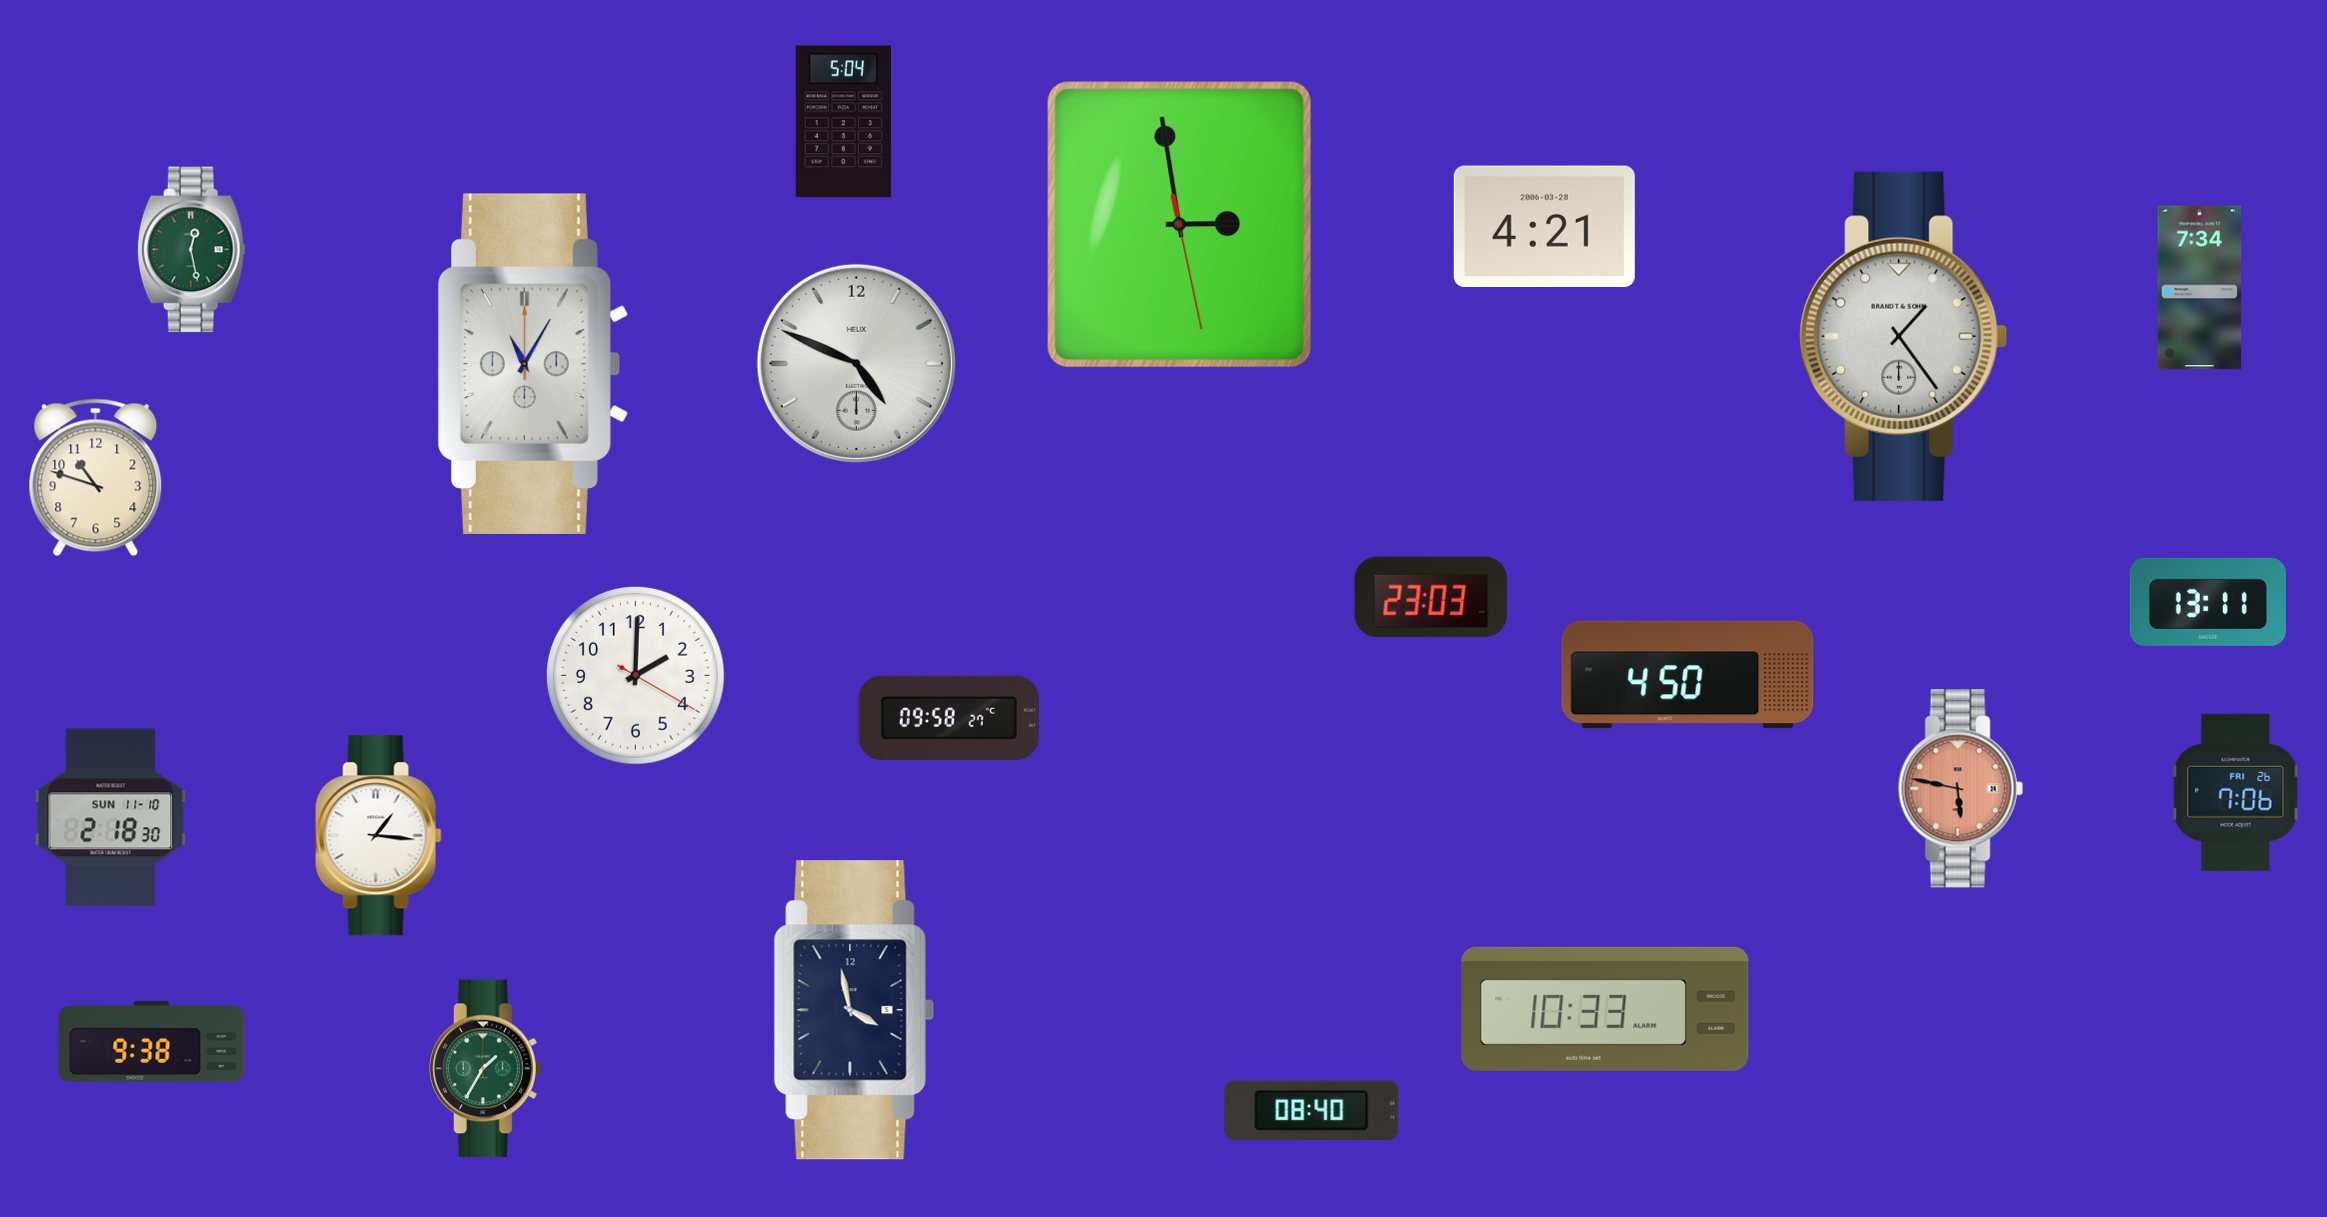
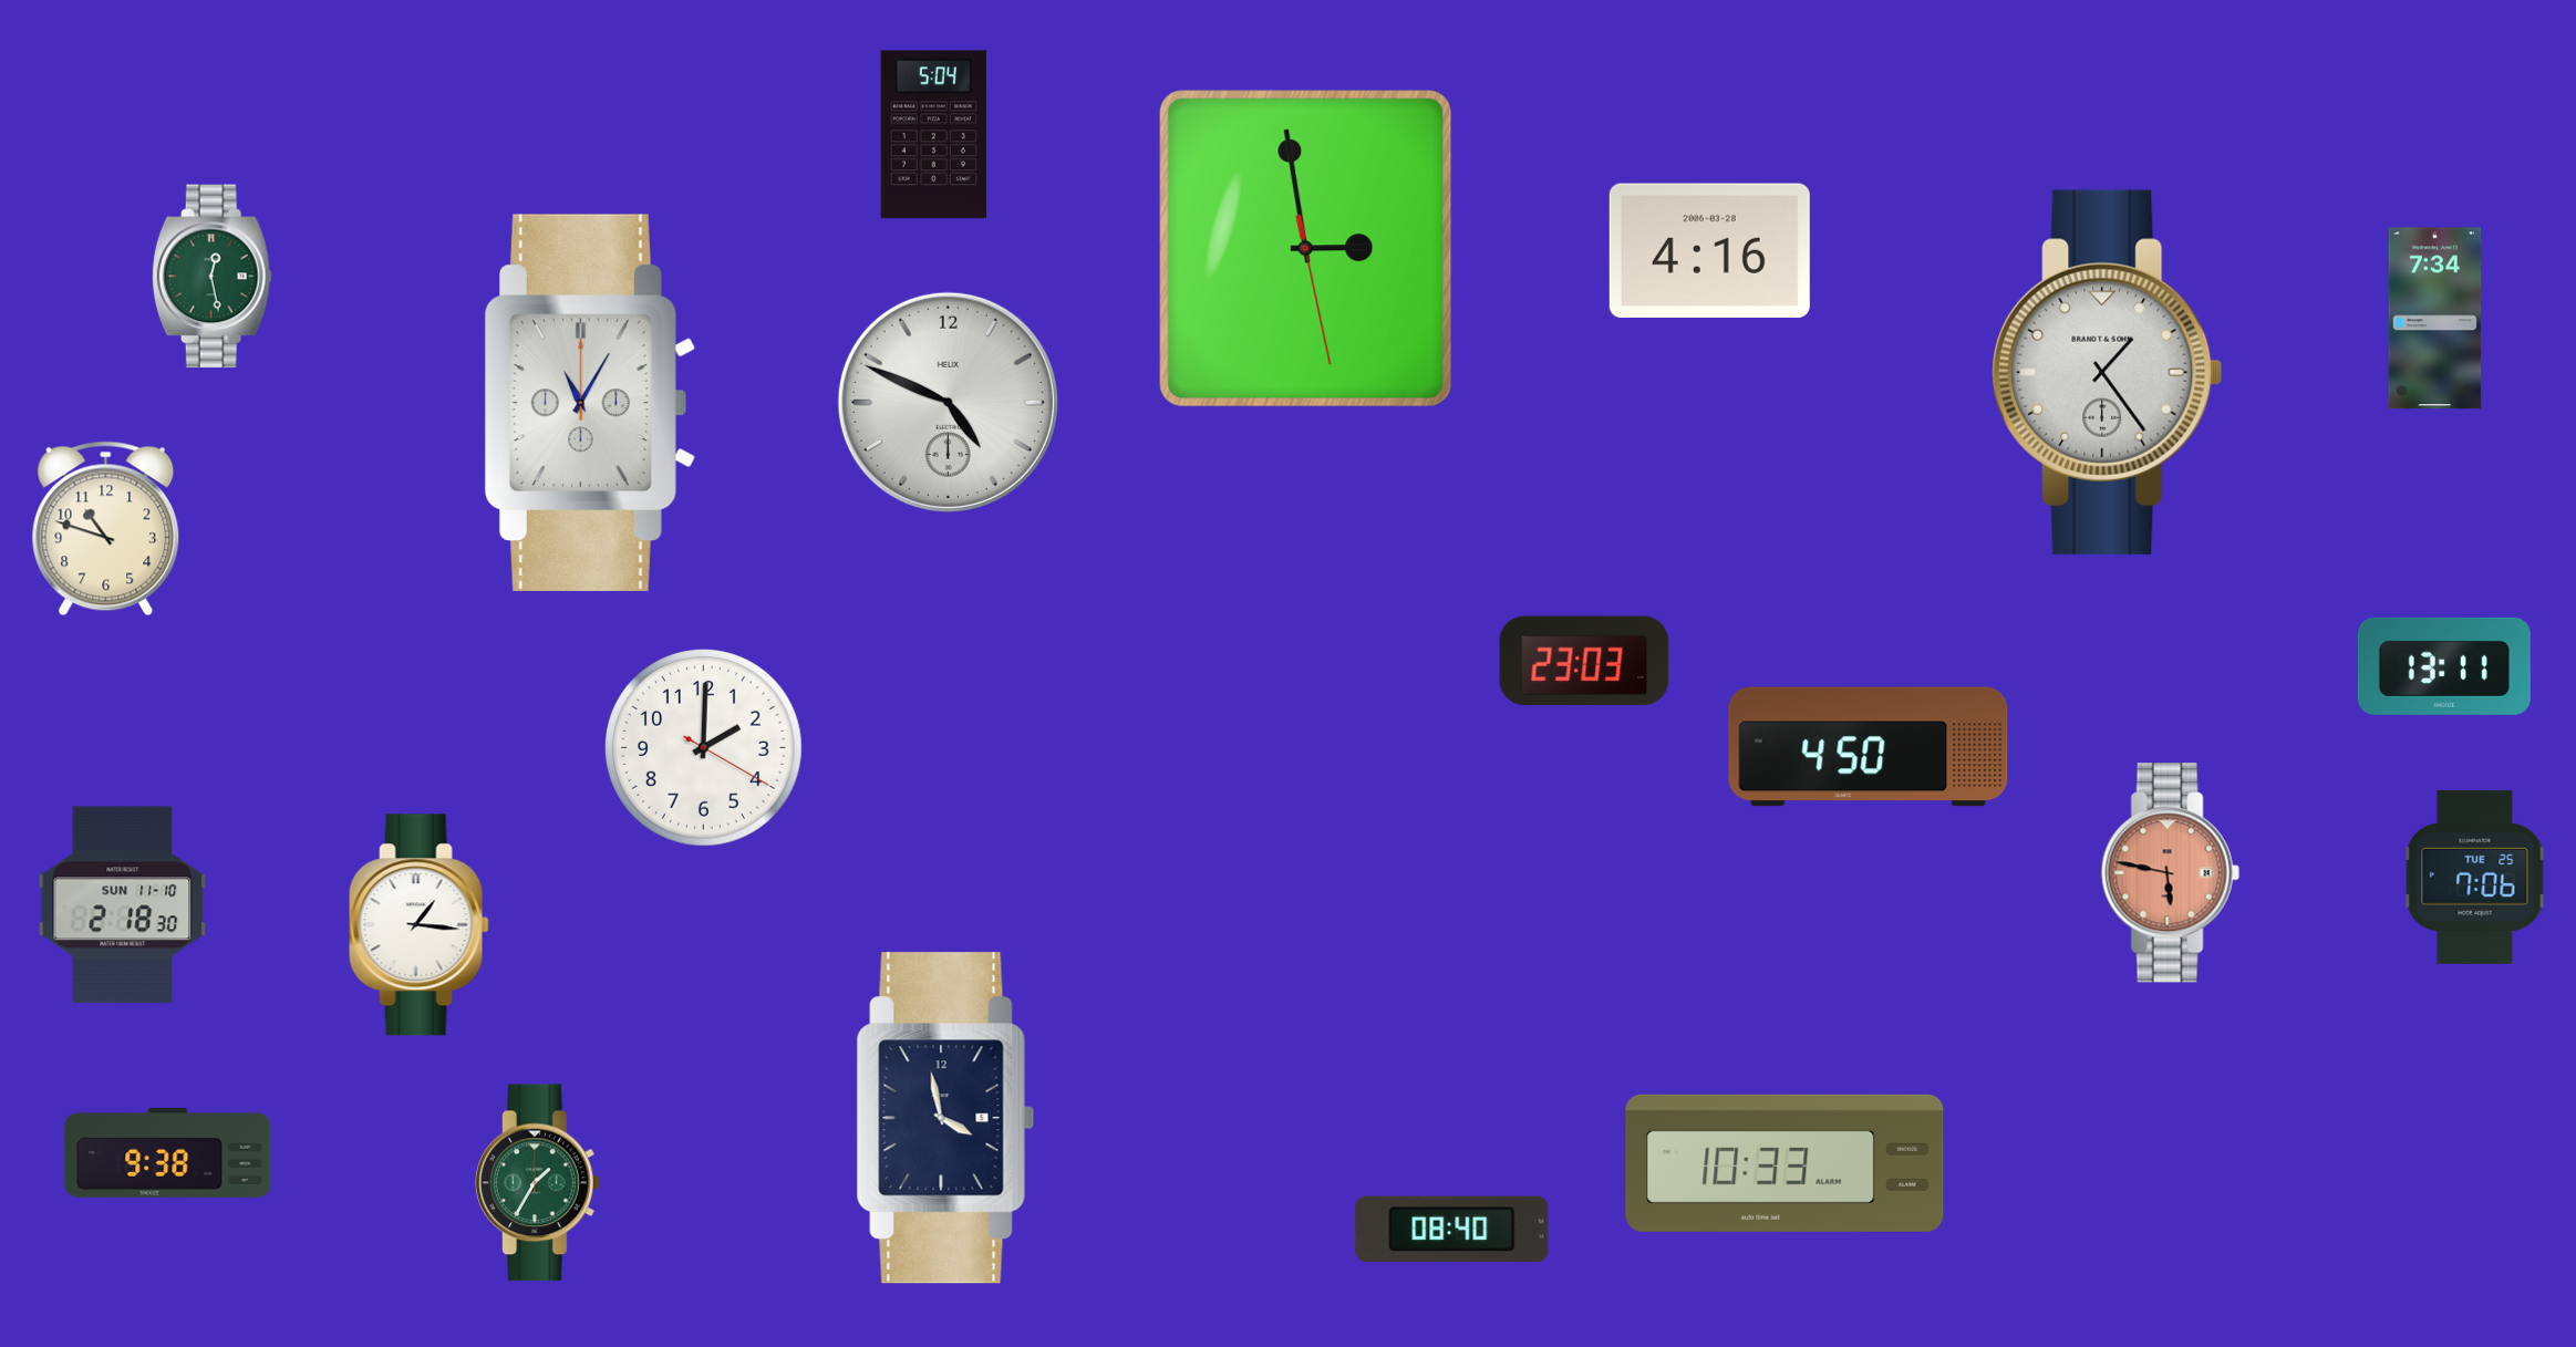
clock at (1544, 226): 4:21 -> 4:16
clock at (949, 718): 09:58 -> none
clock at (2236, 792) date: FRI 26 -> TUE 25
clock at (1605, 1009) position: (1605, 1009) -> (1784, 1163)
